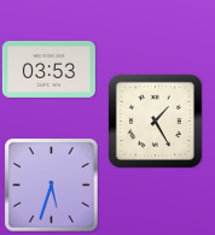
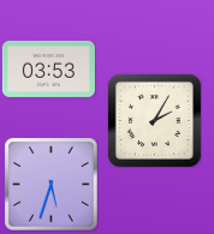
clock at (155, 121): 1:25 -> 2:05
